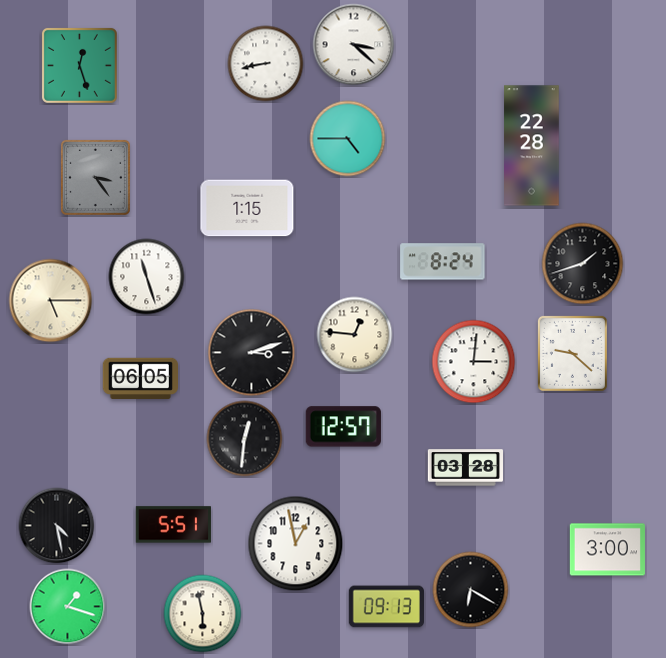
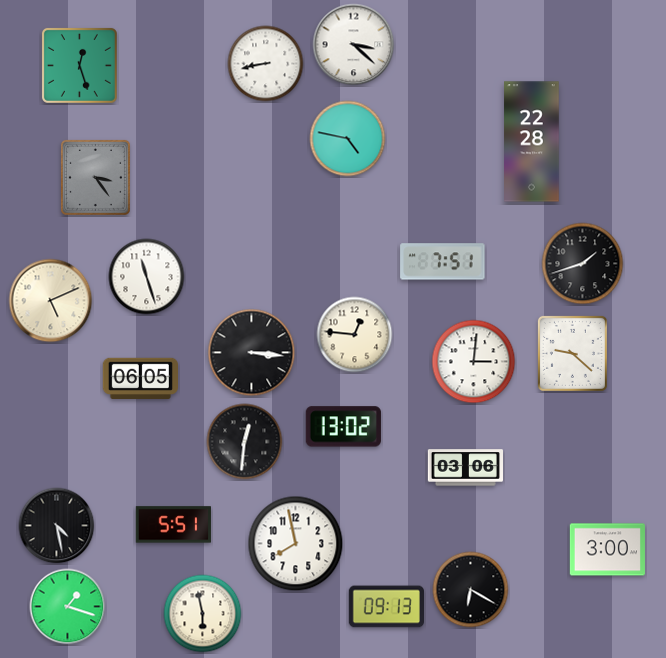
clock at (348, 139): 4:45 -> 4:47
clock at (532, 146) position: (532, 146) -> (532, 142)
clock at (247, 208): 1:15 -> none
clock at (443, 262): 8:24 -> 7:51
clock at (51, 301): 5:15 -> 5:11
clock at (252, 353): 3:12 -> 3:16
clock at (343, 427): 12:57 -> 13:02
clock at (245, 439) position: (245, 439) -> (245, 442)
clock at (465, 468): 03:28 -> 03:06
clock at (296, 544): 12:58 -> 7:58
